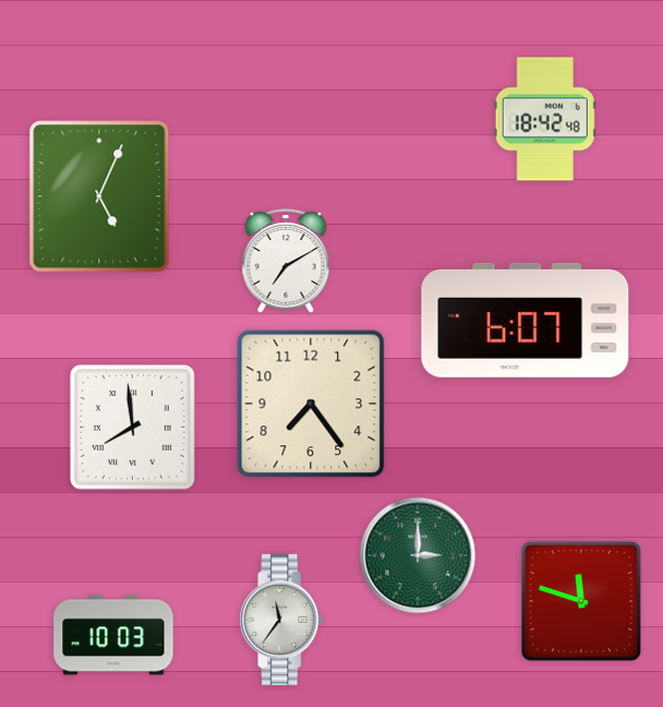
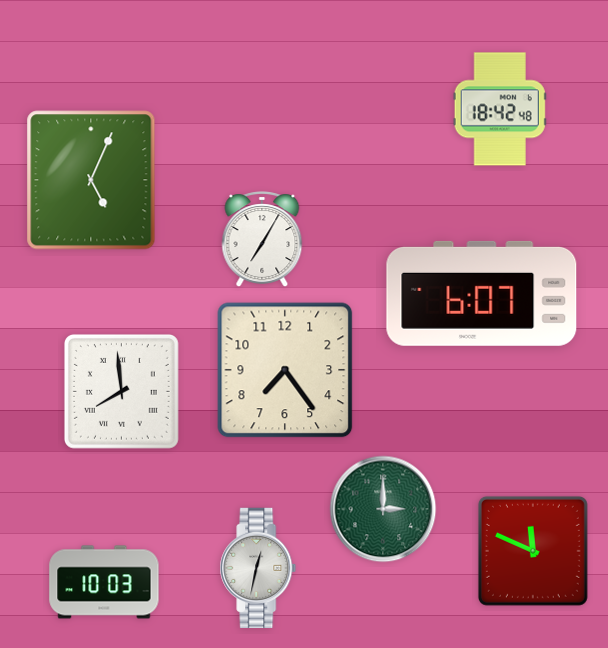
clock at (286, 261): 7:10 -> 7:05
clock at (581, 601): 11:48 -> 11:49
clock at (281, 620): 11:36 -> 12:32
